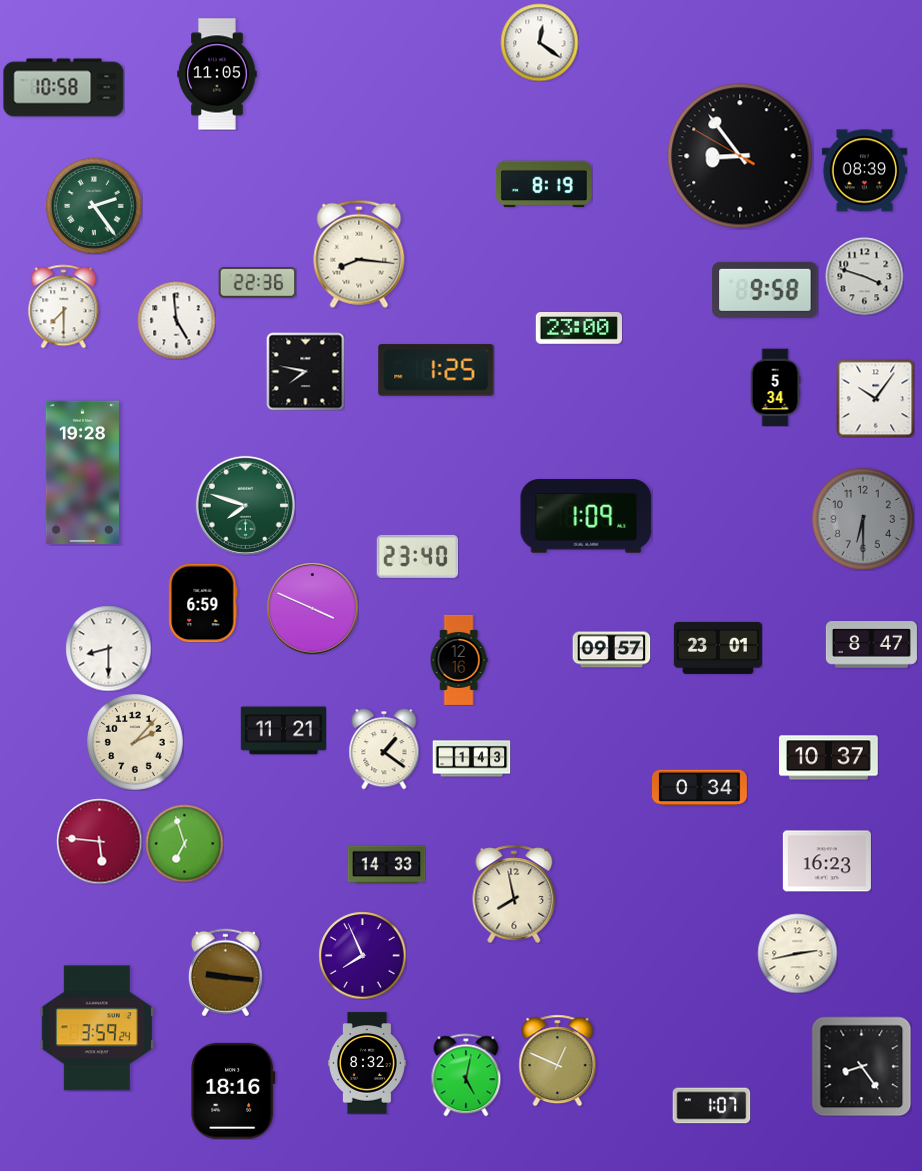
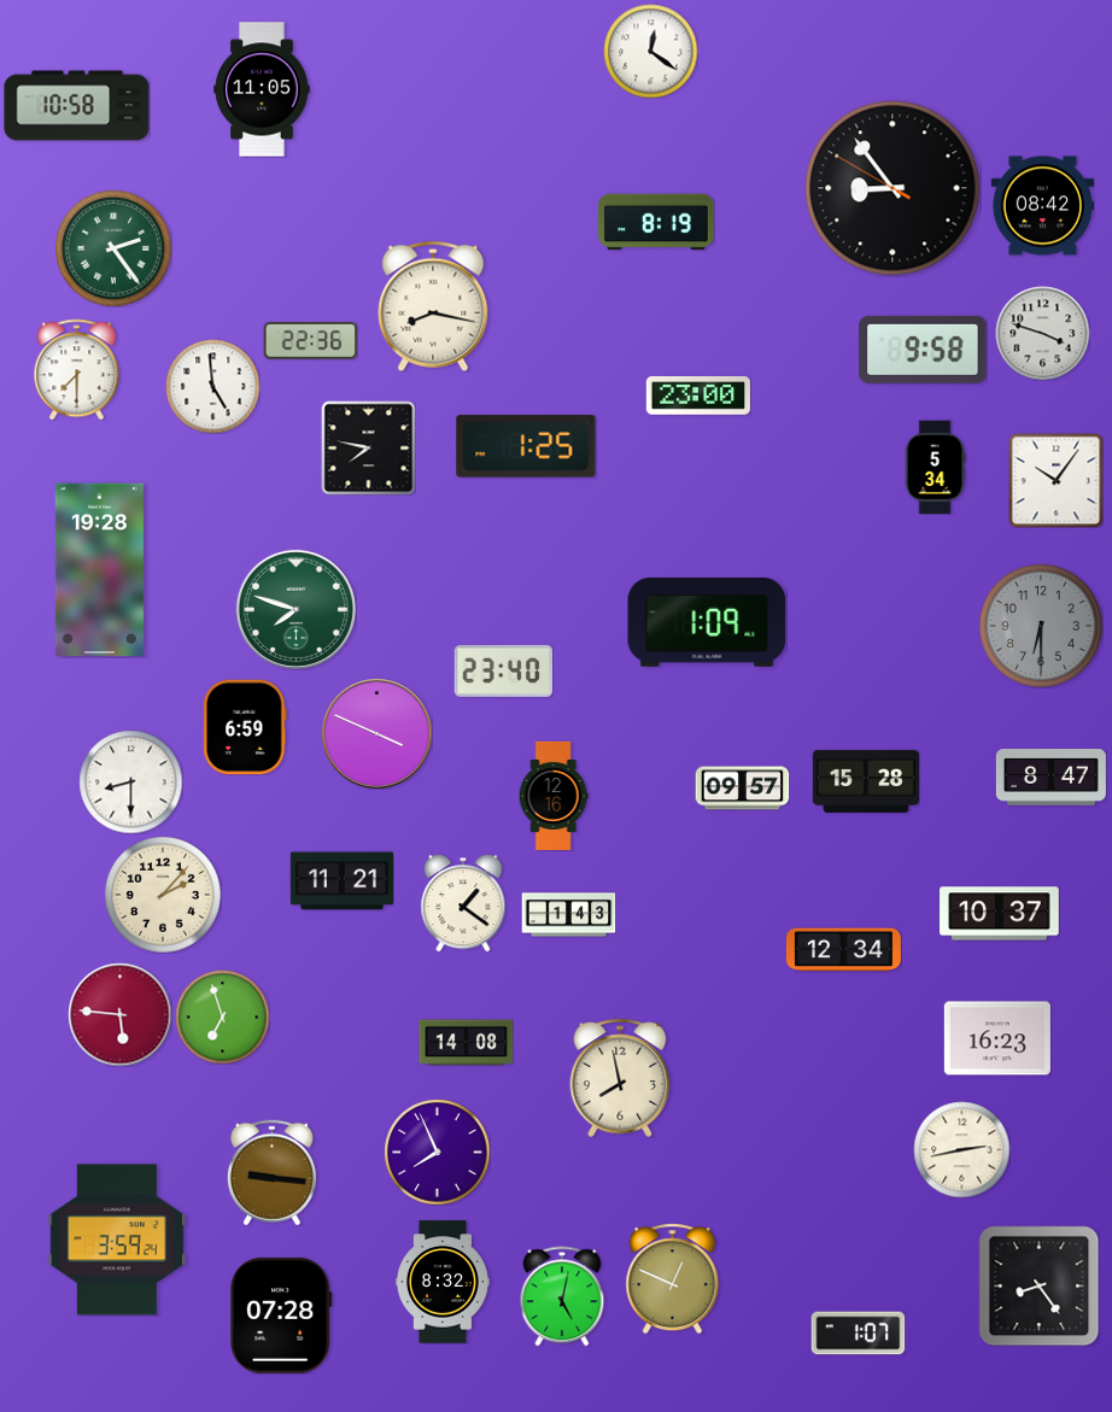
clock at (864, 171): 08:39 -> 08:42
clock at (359, 254): 8:16 -> 8:17
clock at (718, 648): 23:01 -> 15:28
clock at (611, 650) position: (611, 650) -> (742, 789)
clock at (699, 788): 0:34 -> 12:34
clock at (386, 865): 14:33 -> 14:08
clock at (233, 1091): 18:16 -> 07:28
